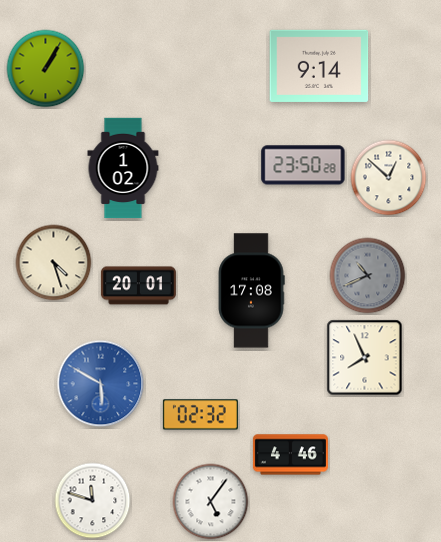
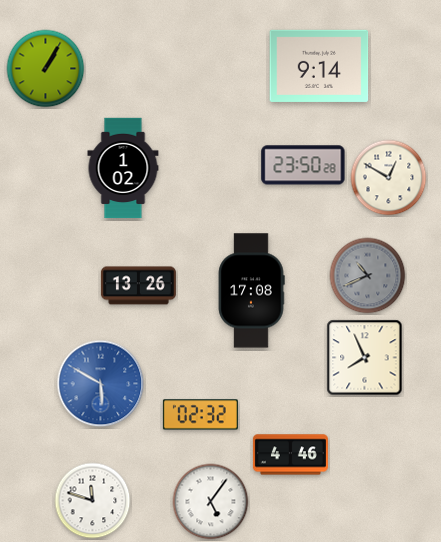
clock at (389, 178): 12:52 -> 12:50
clock at (54, 263): 4:27 -> none
clock at (138, 286): 20:01 -> 13:26
